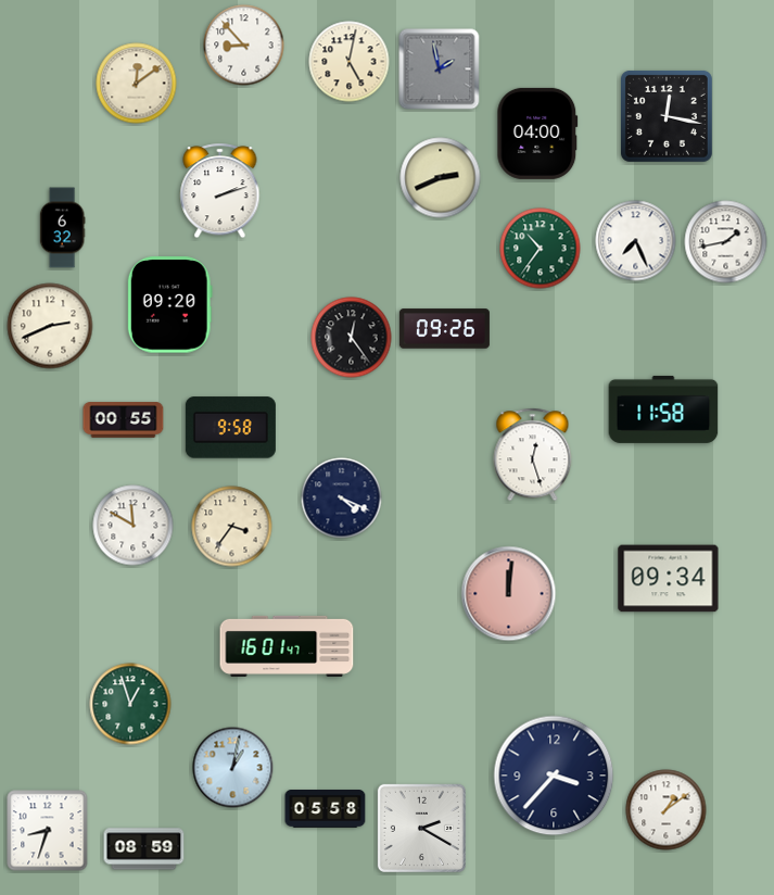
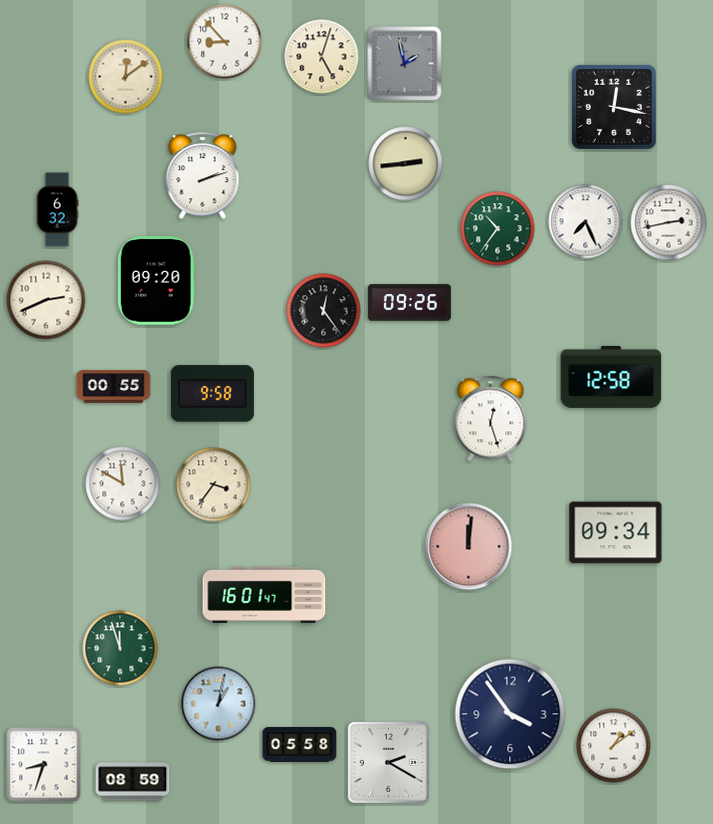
clock at (350, 62): 5:02 -> 5:03
clock at (537, 134): 04:00 -> none
clock at (441, 178): 2:41 -> 2:44
clock at (726, 242): 1:43 -> 2:43
clock at (663, 409): 11:58 -> 12:58
clock at (342, 499): 4:19 -> none
clock at (130, 704): 12:57 -> 11:57
clock at (233, 768) position: (233, 768) -> (219, 704)
clock at (554, 776): 3:37 -> 3:54
